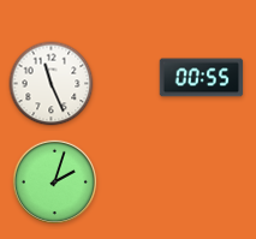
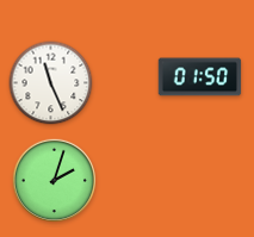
clock at (202, 78): 00:55 -> 01:50
